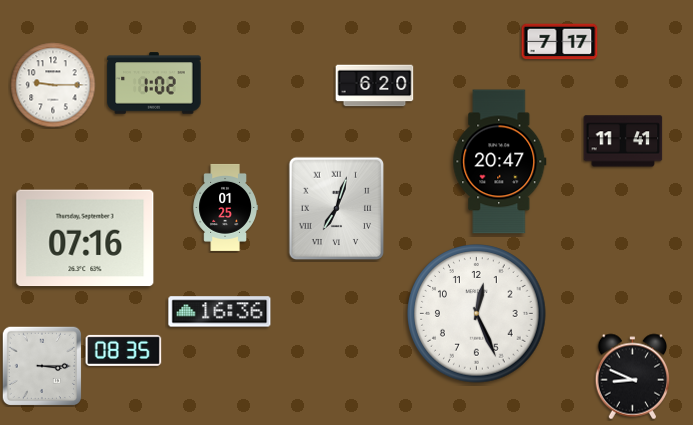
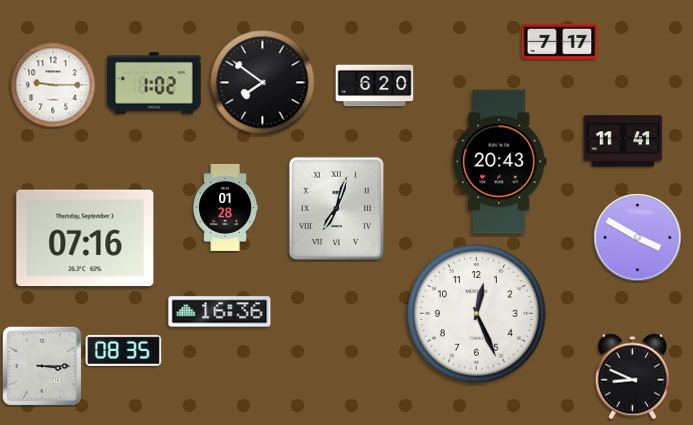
clock at (263, 83): none -> 7:51
clock at (500, 162): 20:47 -> 20:43
clock at (225, 207): 01:25 -> 01:28
clock at (638, 238): none -> 3:50
